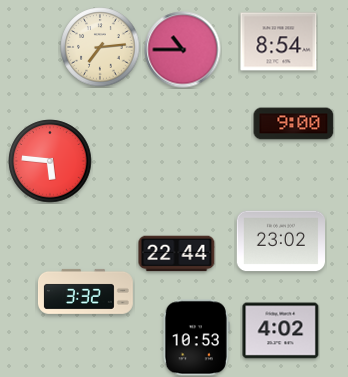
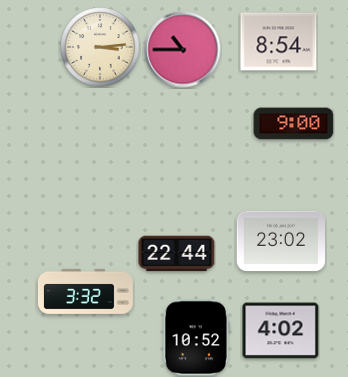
clock at (100, 47): 7:14 -> 3:14
clock at (50, 161): 5:46 -> none
clock at (196, 338): 10:53 -> 10:52
